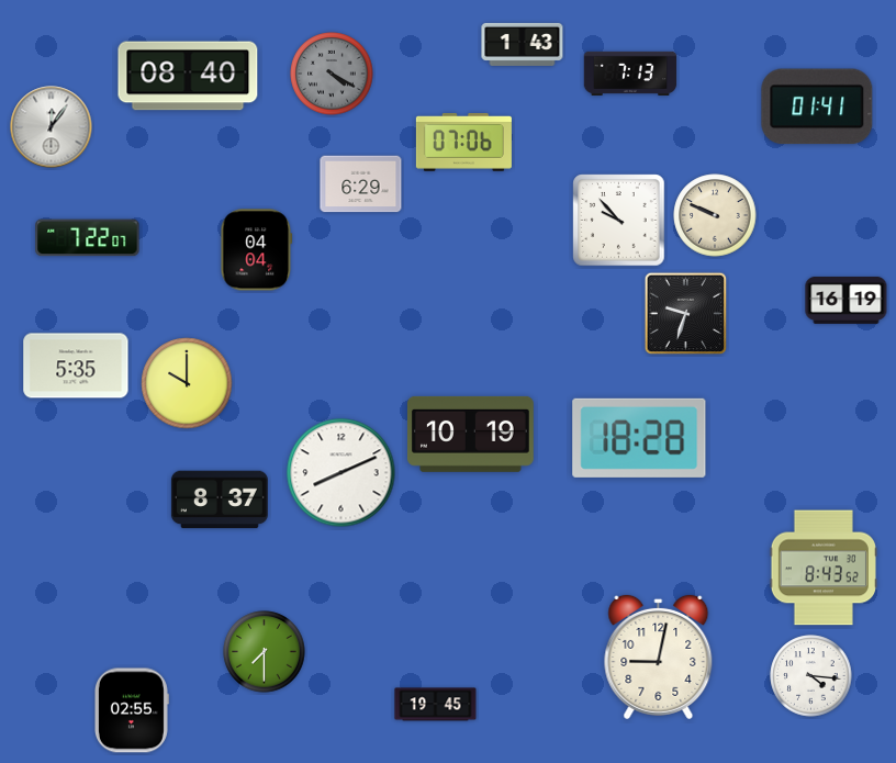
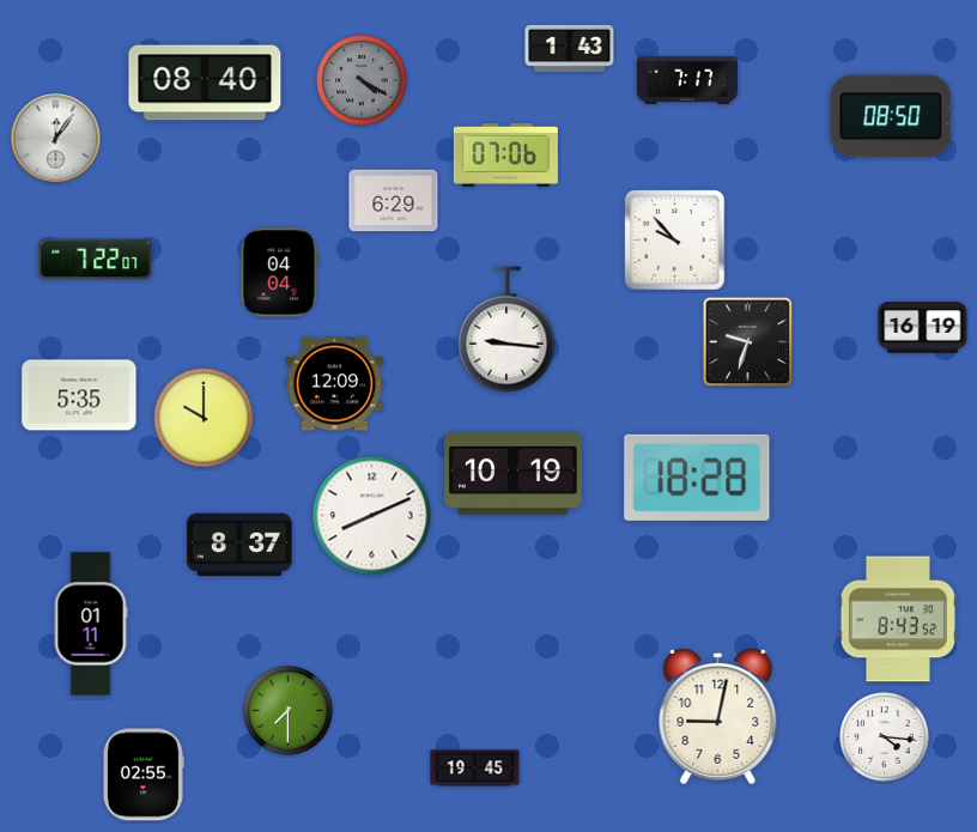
clock at (630, 72): 7:13 -> 7:17
clock at (817, 106): 01:41 -> 08:50
clock at (715, 215): 9:49 -> none
clock at (506, 329): none -> 9:16
clock at (335, 384): none -> 12:09
clock at (76, 366) position: (76, 366) -> (79, 395)
clock at (91, 624): none -> 01:11
